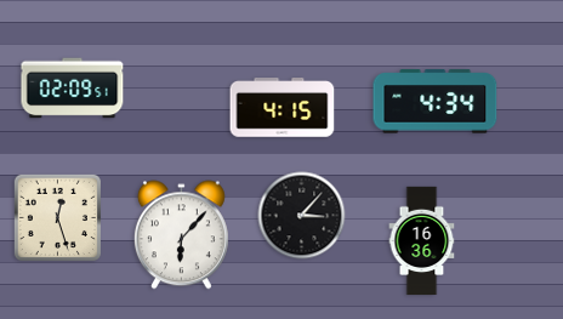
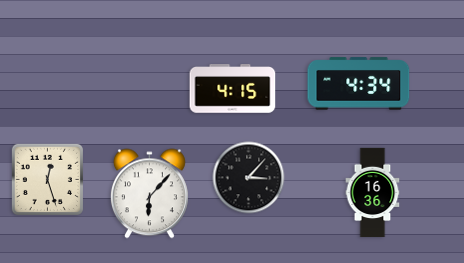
clock at (73, 89): 02:09 -> none
clock at (422, 241) position: (422, 241) -> (373, 193)
